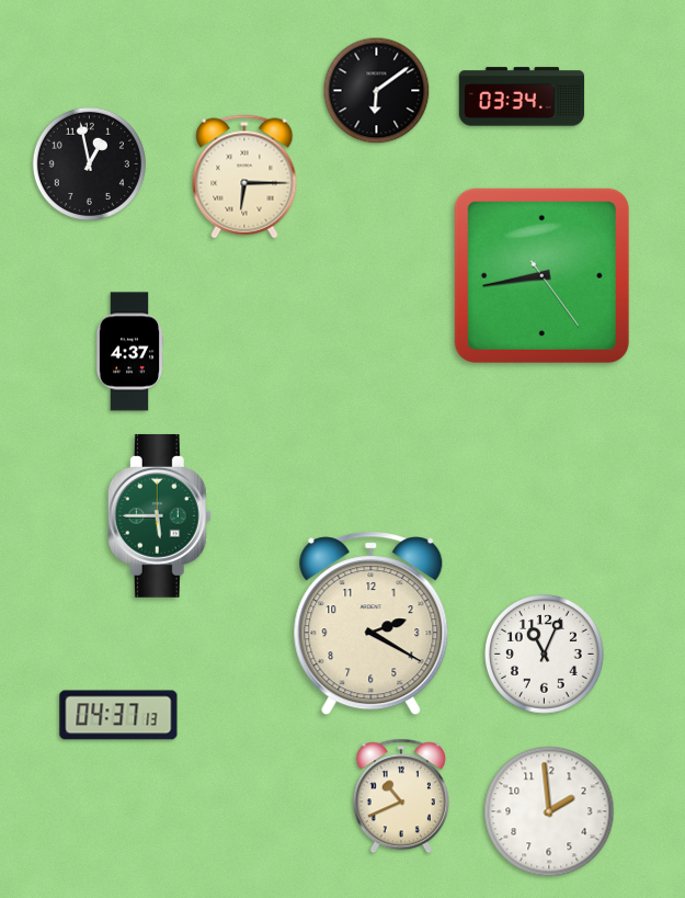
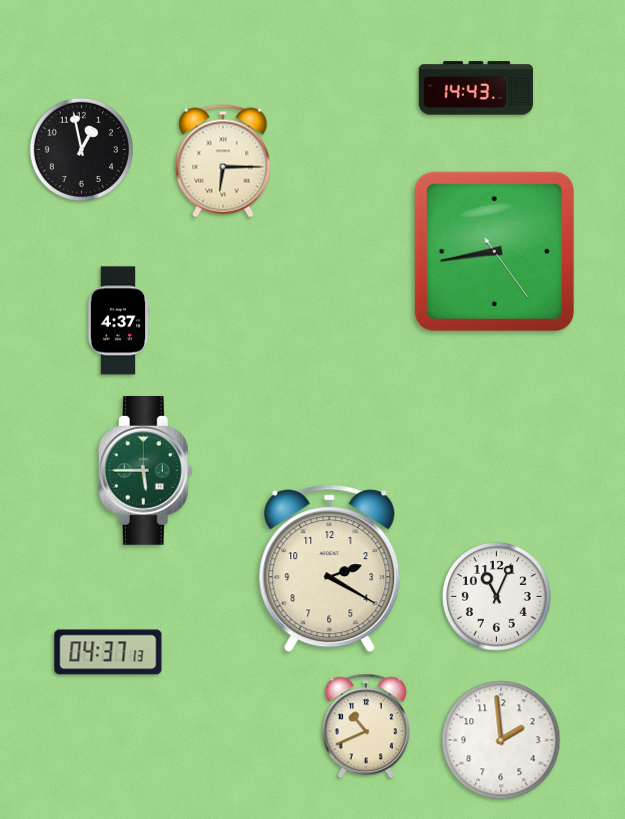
clock at (377, 91): 6:09 -> none
clock at (522, 96): 03:34 -> 14:43
clock at (372, 624) position: (372, 624) -> (330, 569)
